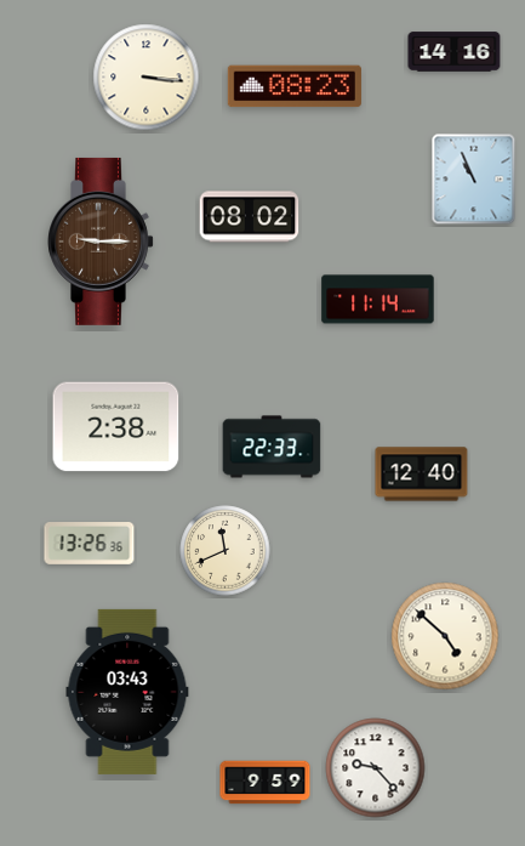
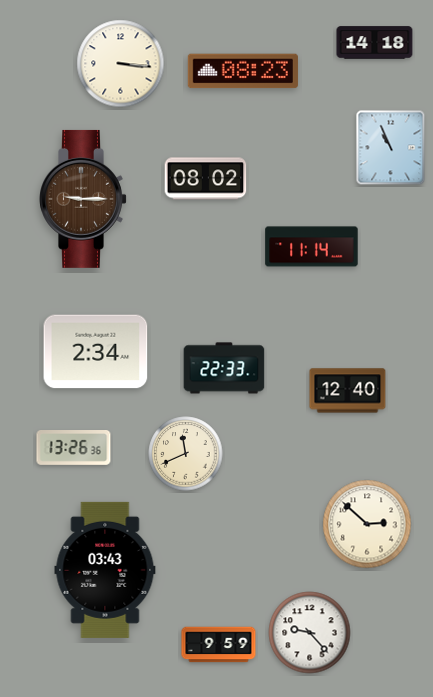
clock at (455, 52): 14:16 -> 14:18
clock at (116, 427): 2:38 -> 2:34
clock at (445, 636): 4:52 -> 2:52
